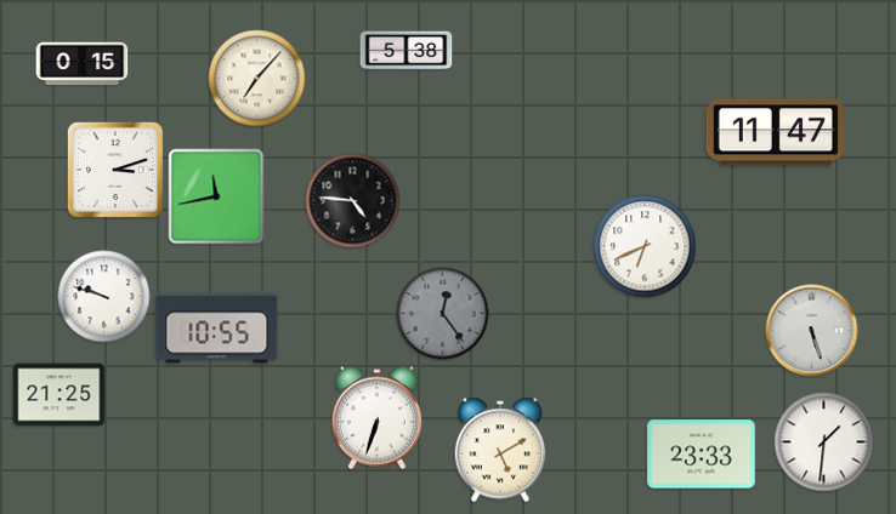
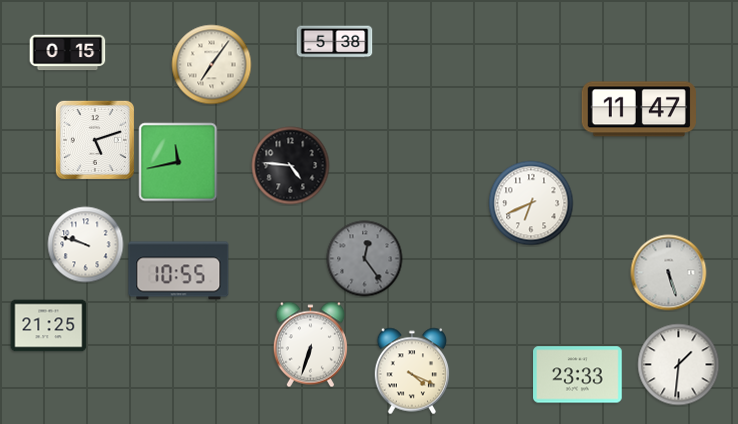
clock at (257, 79): 7:07 -> 7:06
clock at (115, 170): 3:12 -> 5:12
clock at (500, 450): 5:10 -> 4:19
